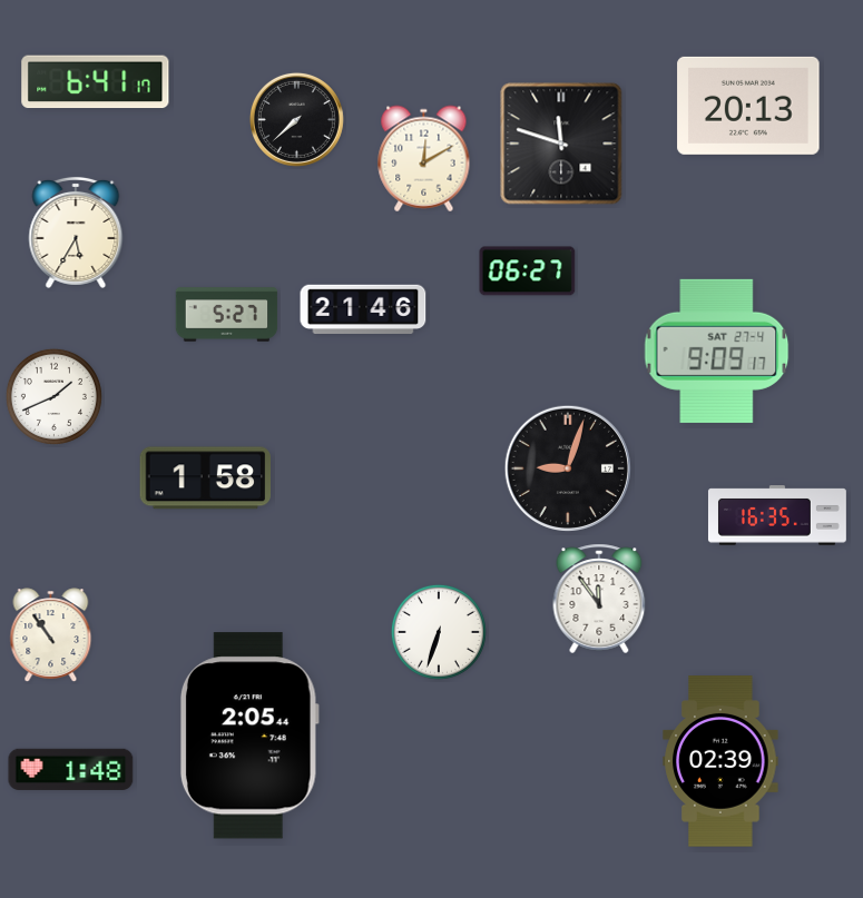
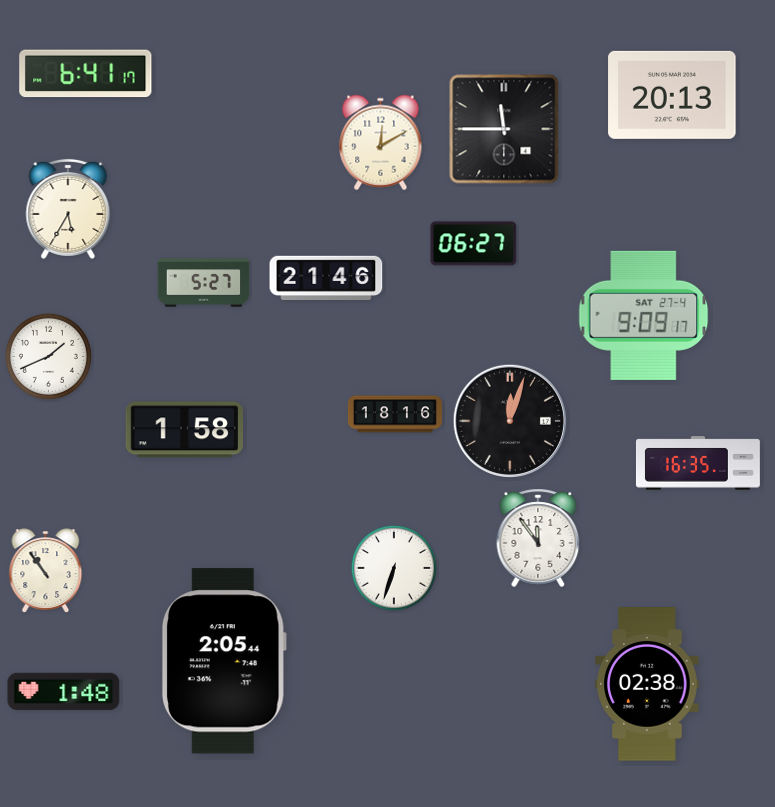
clock at (296, 119): 7:38 -> none
clock at (561, 144): 11:48 -> 11:45
clock at (395, 414): none -> 18:16
clock at (567, 467): 9:03 -> 12:03
clock at (720, 761): 02:39 -> 02:38
